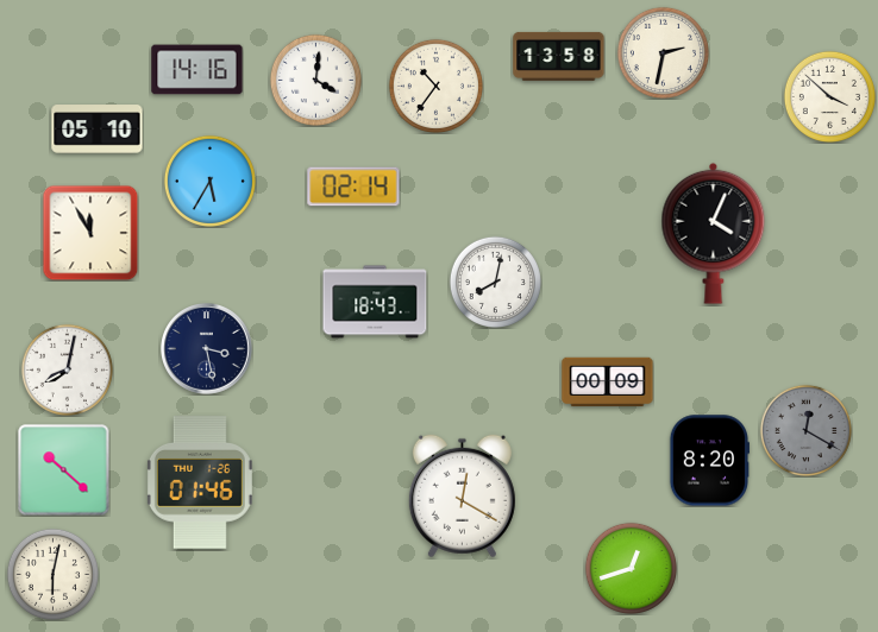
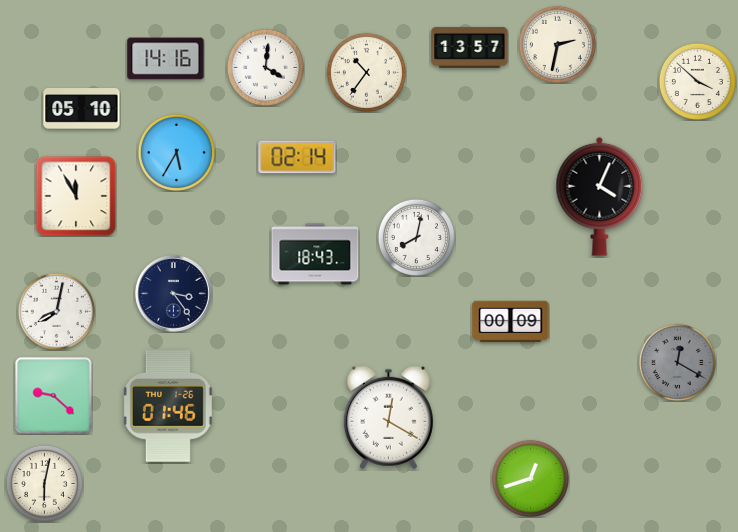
clock at (559, 56): 13:58 -> 13:57
clock at (207, 349): 3:28 -> 3:24
clock at (708, 461): 8:20 -> none
clock at (64, 470): 10:22 -> 9:22
